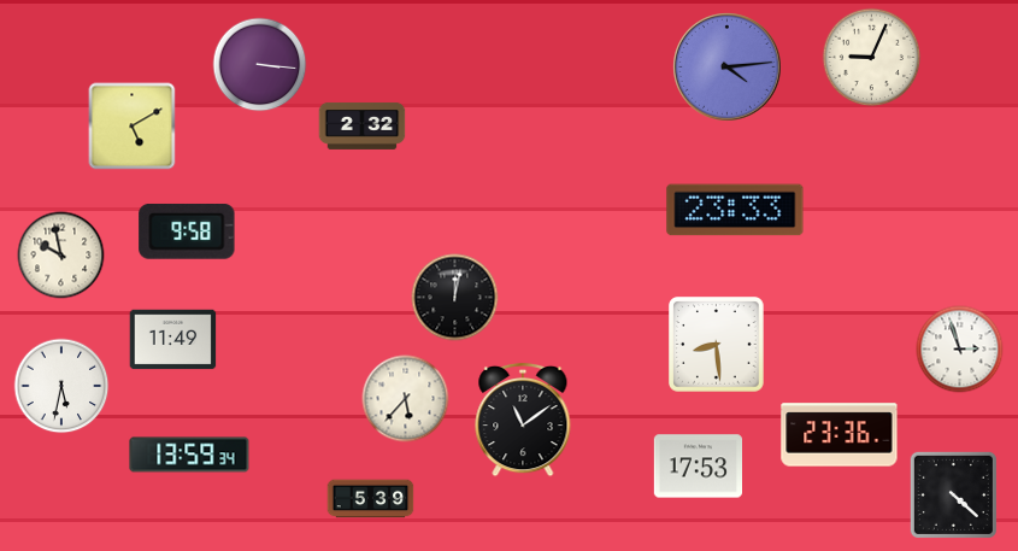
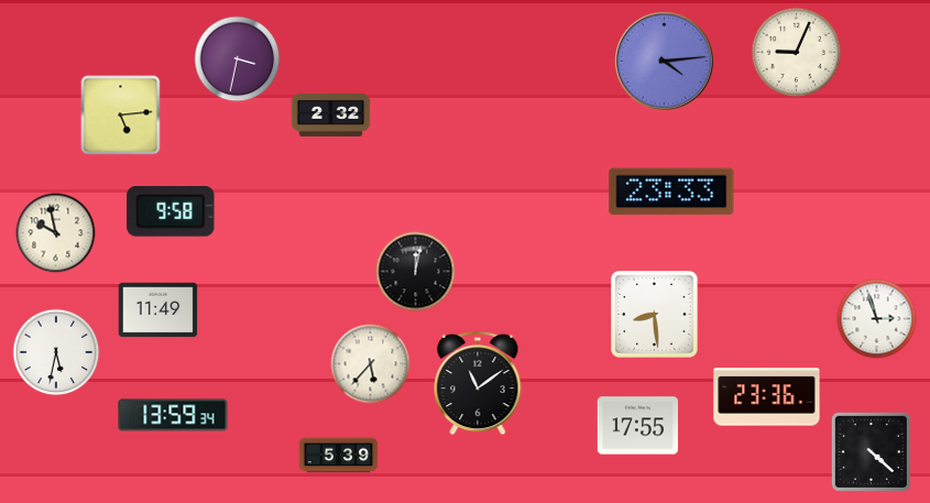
clock at (260, 65): 3:16 -> 3:32
clock at (133, 127): 5:10 -> 5:14
clock at (698, 467): 17:53 -> 17:55
